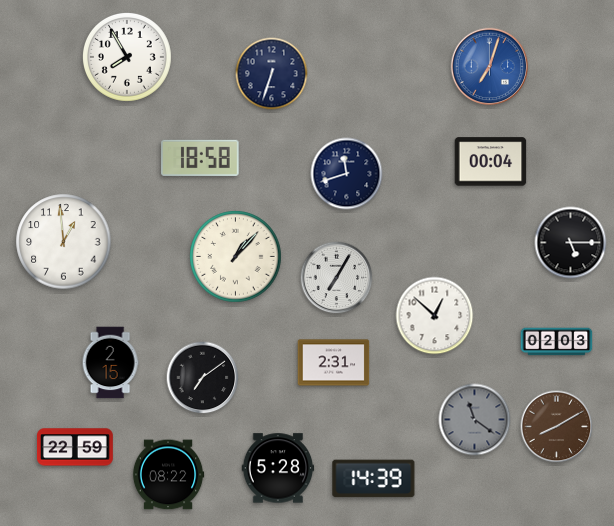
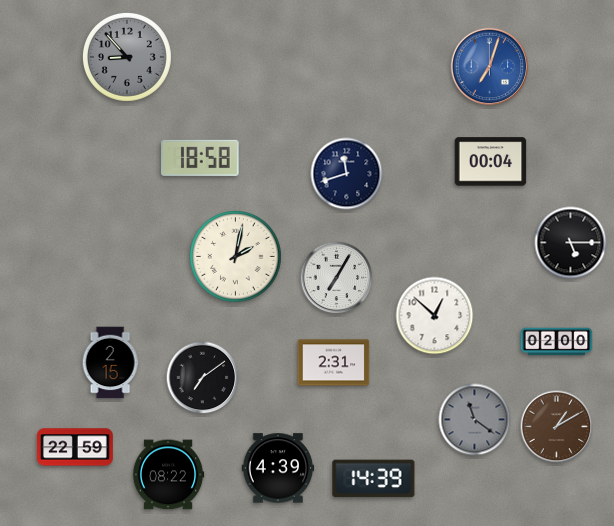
clock at (127, 57): 7:55 -> 8:53
clock at (127, 57) dial: white -> grey
clock at (272, 74): 6:33 -> none
clock at (64, 242): 12:59 -> none
clock at (236, 257): 1:07 -> 2:02
clock at (557, 342): 02:03 -> 02:00
clock at (557, 427): 8:10 -> 1:10
clock at (278, 468): 5:28 -> 4:39
